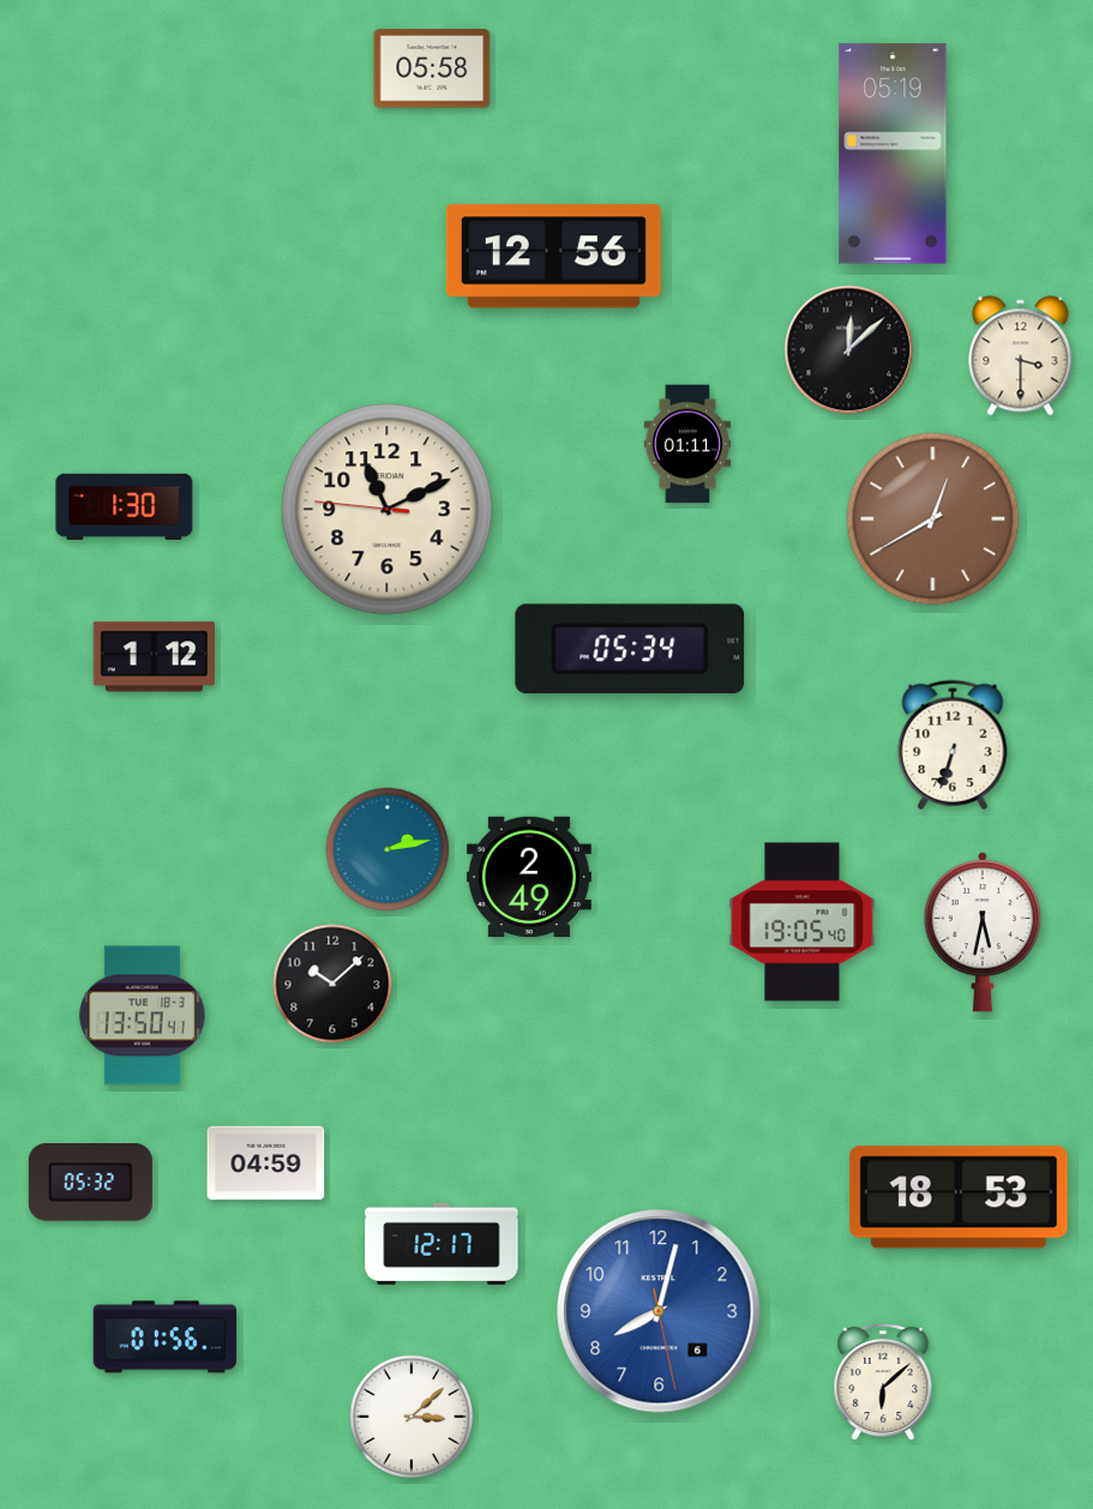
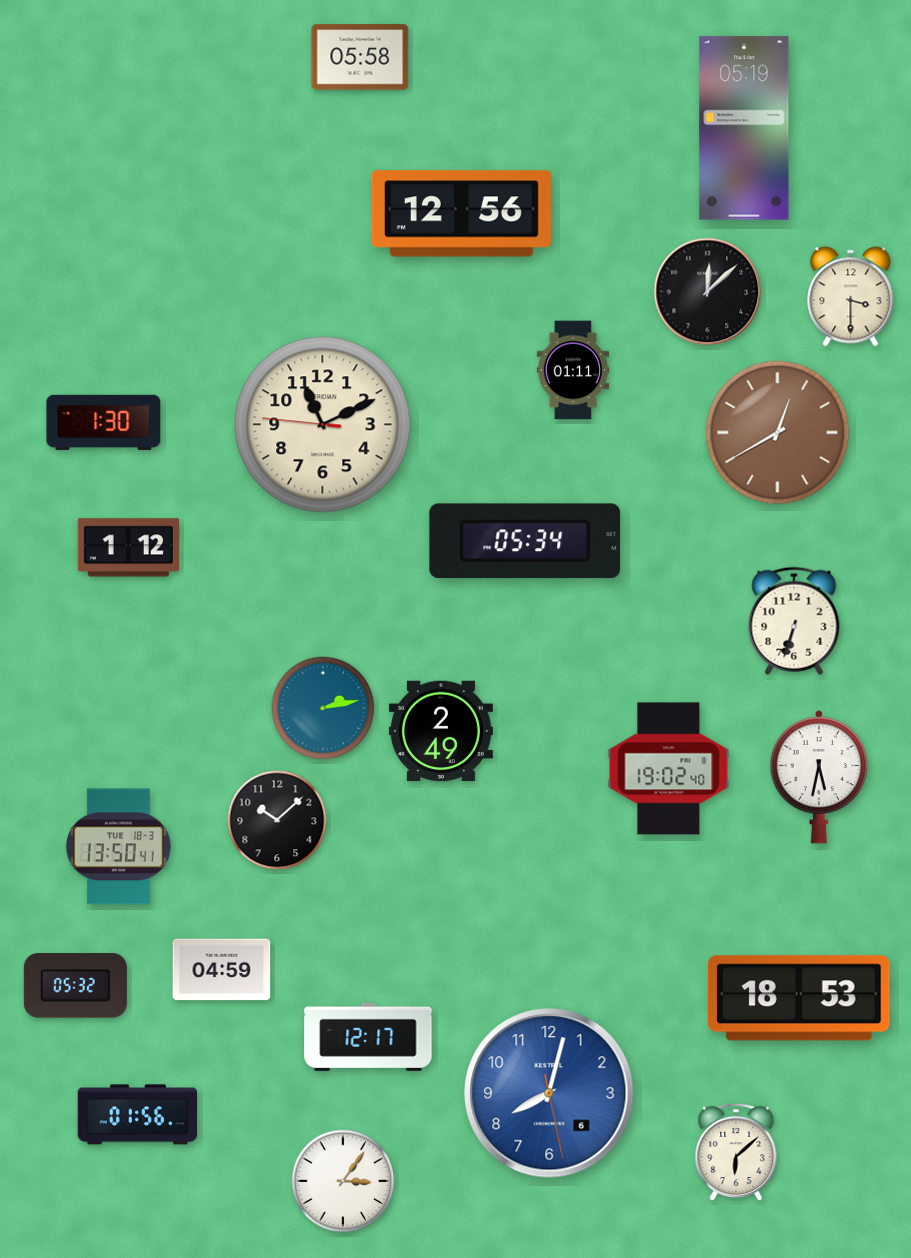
clock at (803, 922): 19:05 -> 19:02
clock at (412, 1417): 3:08 -> 3:06
